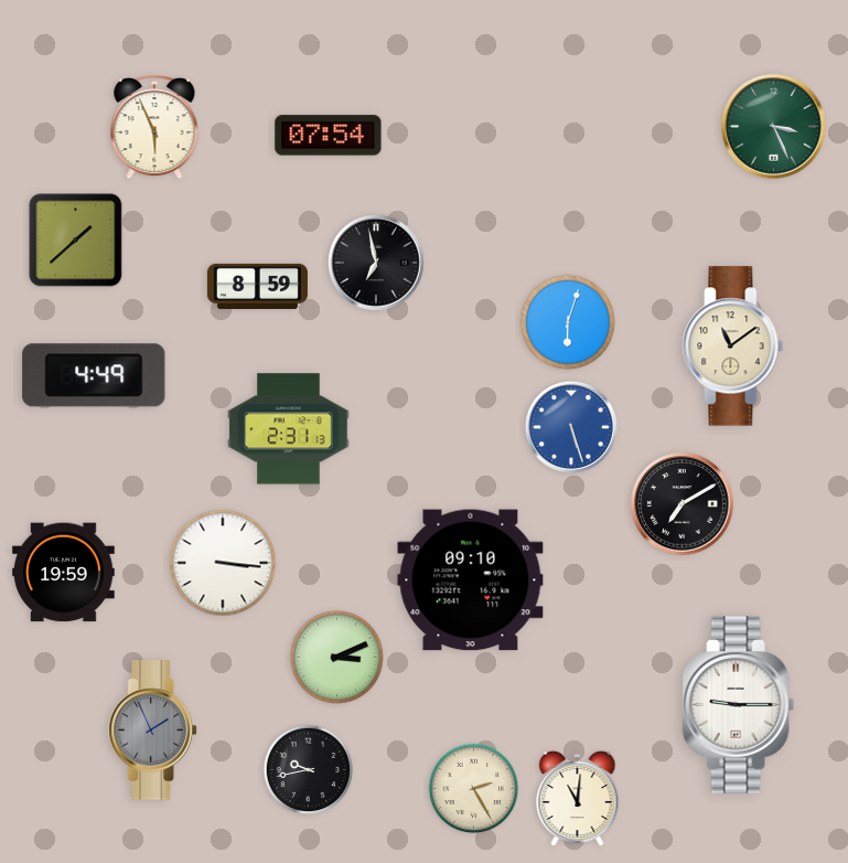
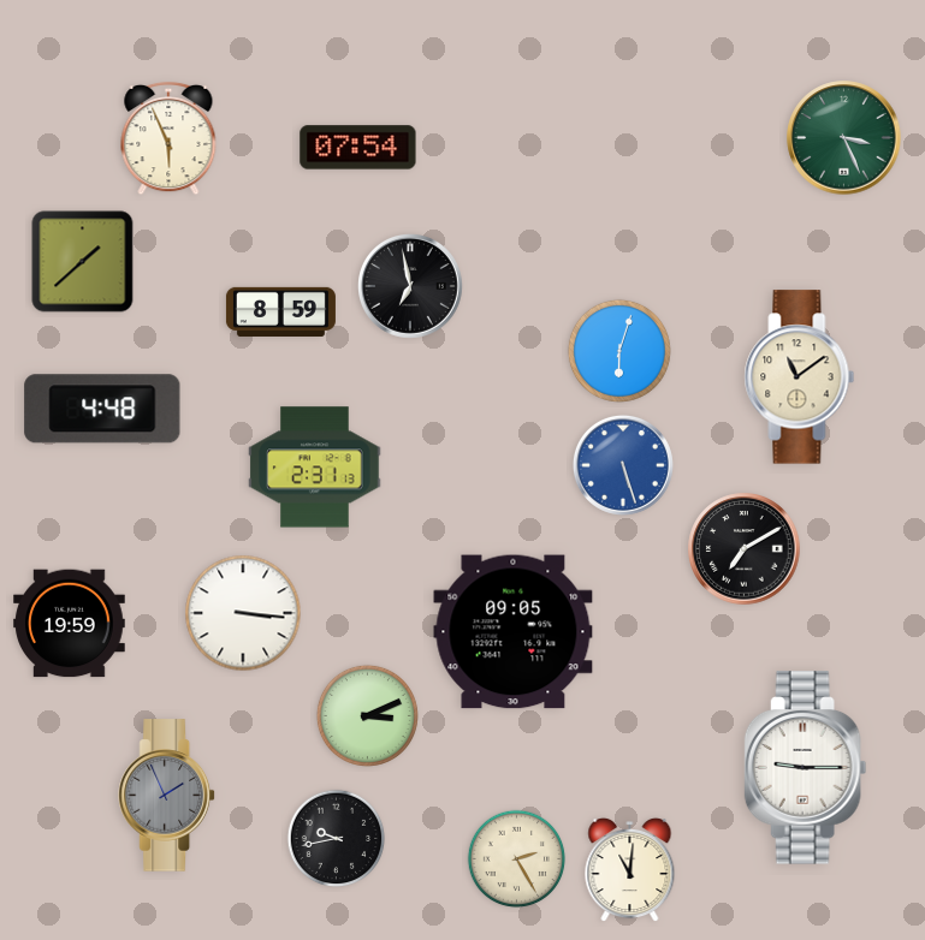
clock at (94, 375): 4:49 -> 4:48
clock at (471, 580): 09:10 -> 09:05
